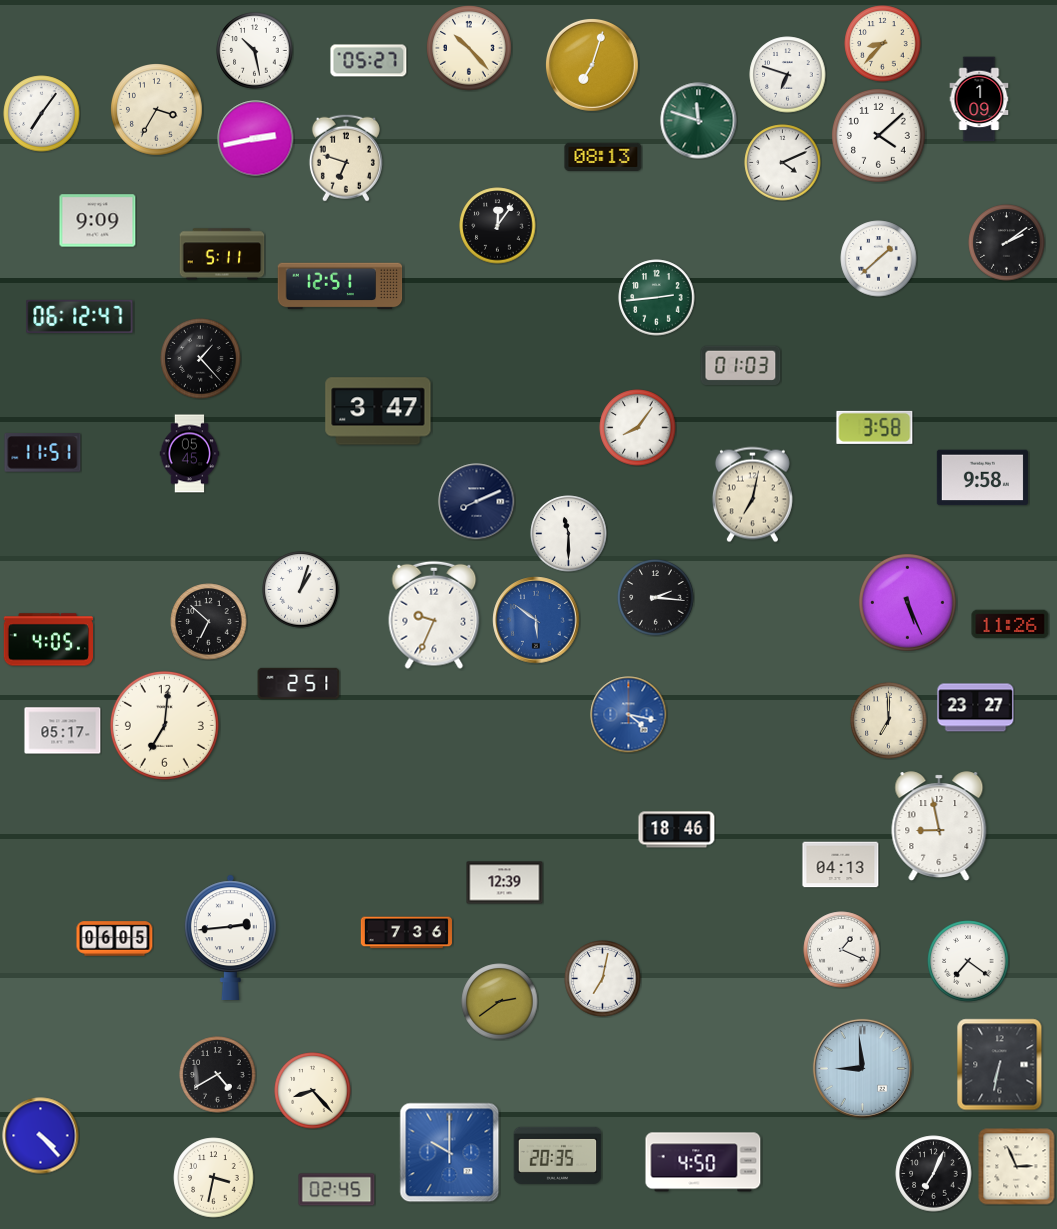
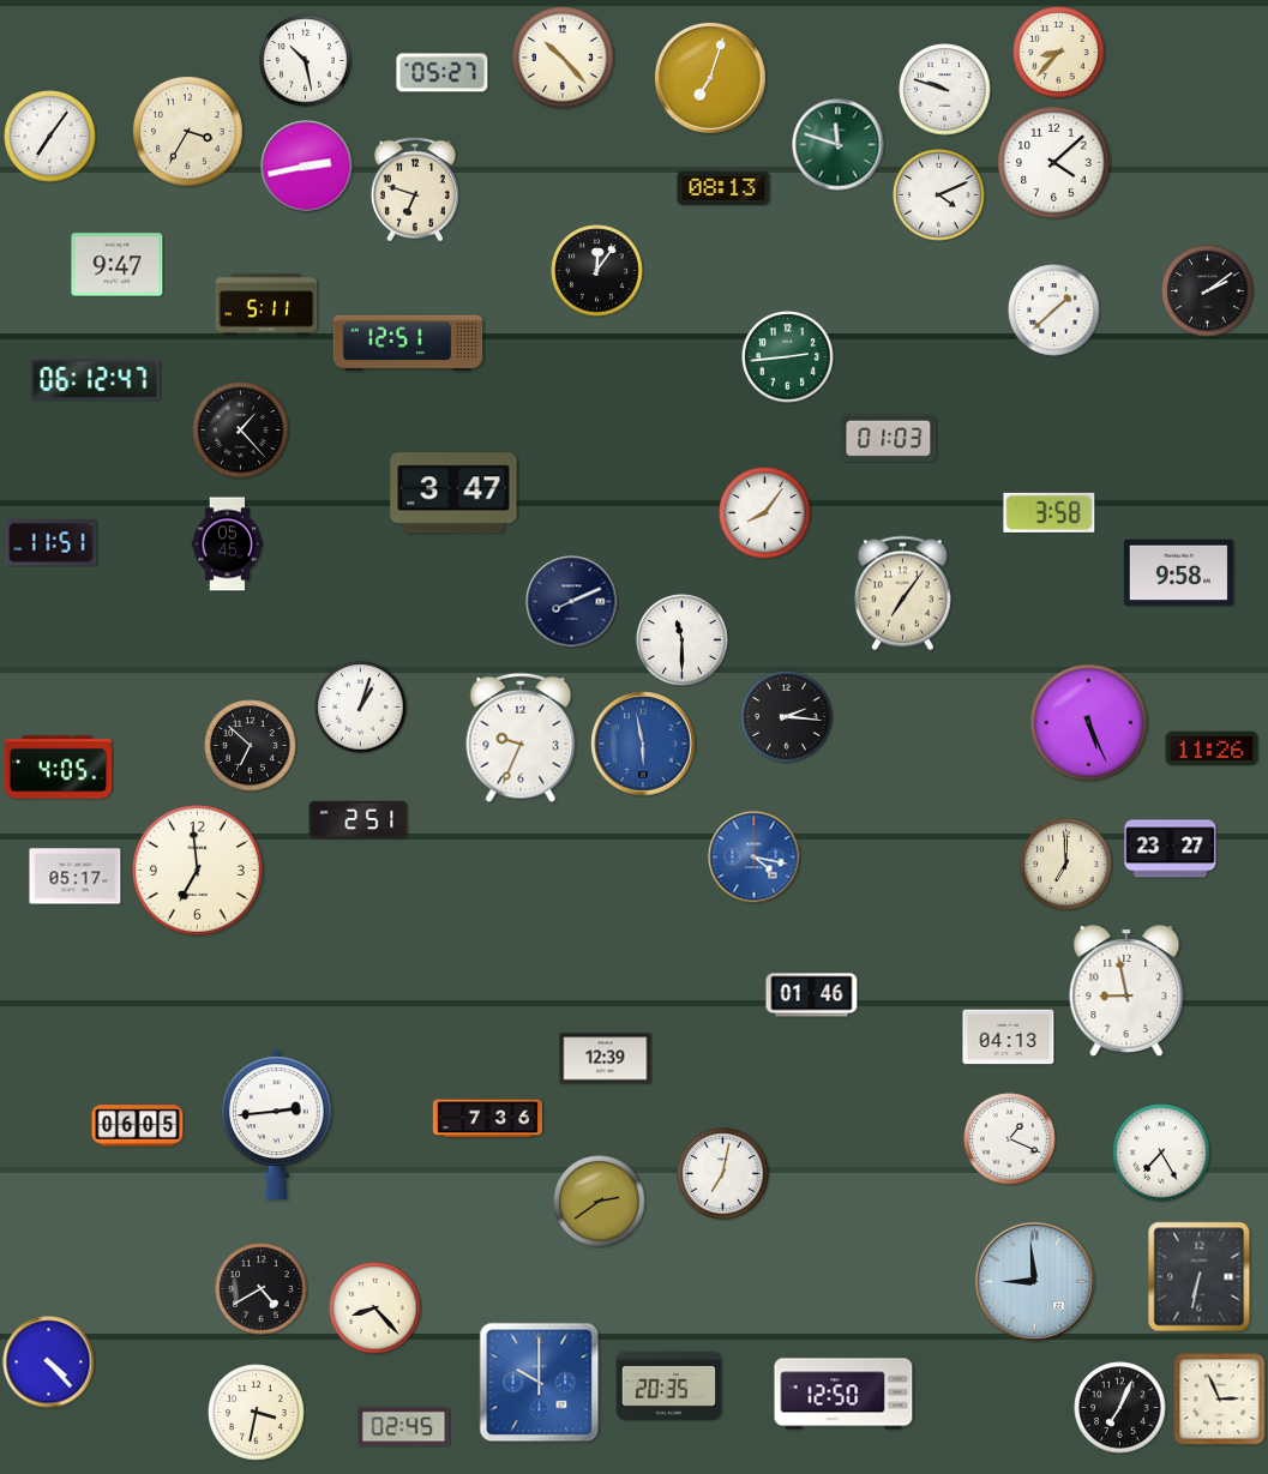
clock at (788, 75): 6:48 -> 9:48
clock at (979, 99): 1:09 -> none
clock at (98, 221): 9:09 -> 9:47
clock at (752, 495): 7:02 -> 7:06
clock at (536, 620): 5:51 -> 5:58
clock at (164, 725): 7:01 -> 6:59
clock at (677, 830): 18:46 -> 01:46
clock at (968, 961): 7:21 -> 7:25
clock at (703, 1162): 4:50 -> 12:50
